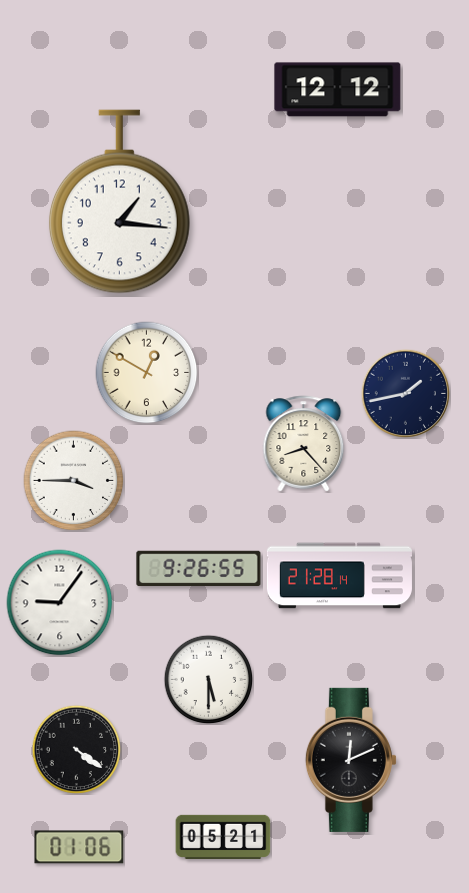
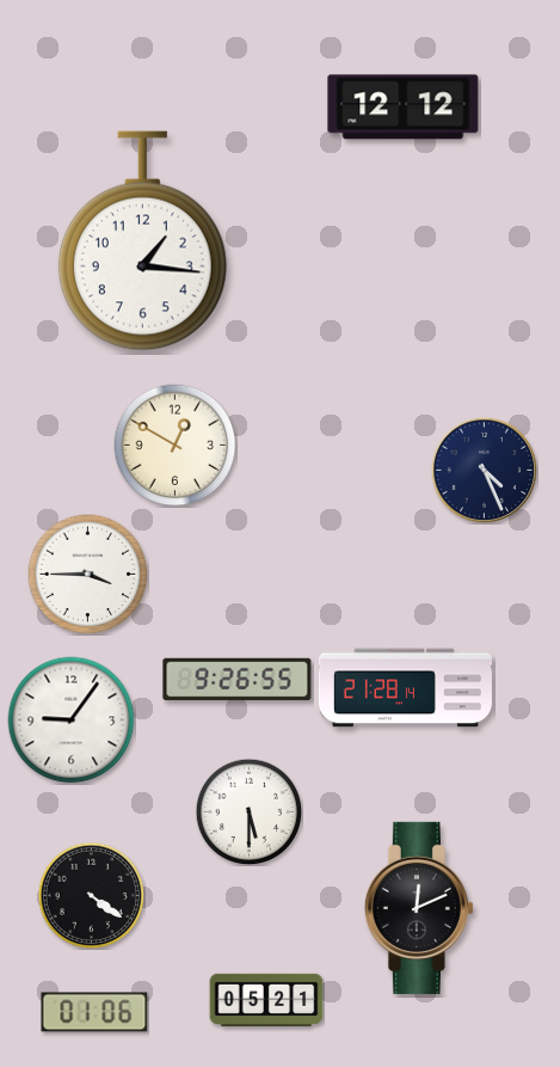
clock at (405, 393): 1:43 -> 4:26
clock at (304, 444): 8:23 -> none
